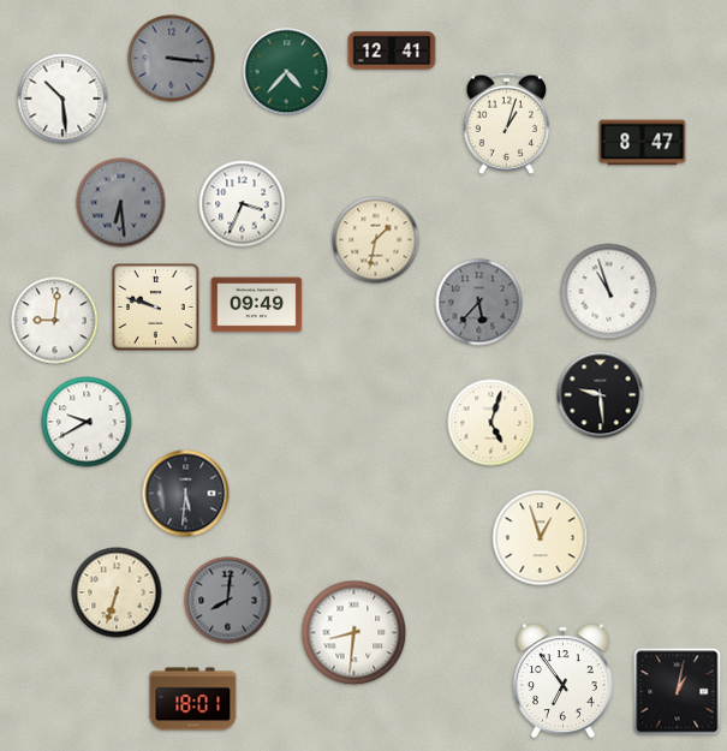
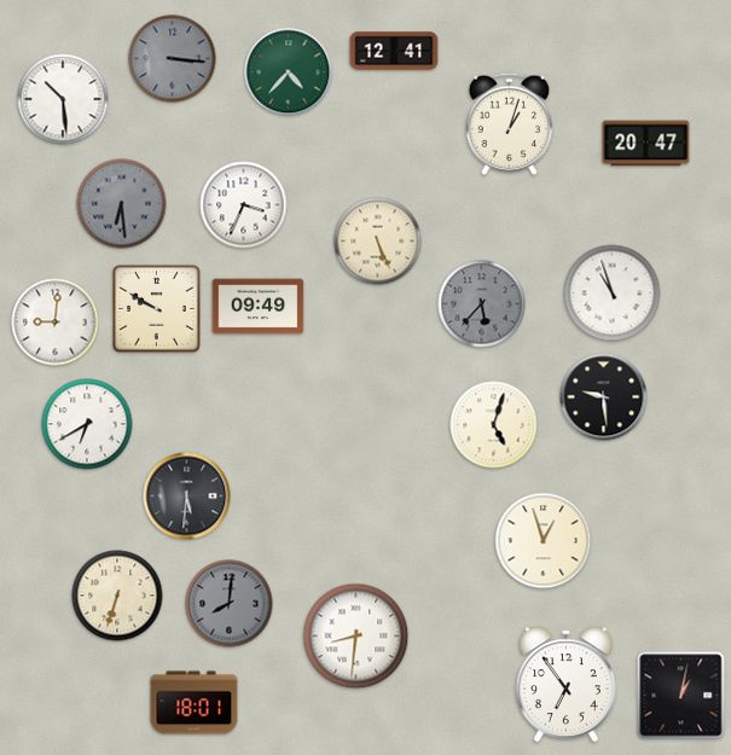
clock at (643, 143): 8:47 -> 20:47
clock at (376, 240): 1:32 -> 5:26
clock at (156, 308): 9:48 -> 9:50
clock at (87, 422): 9:40 -> 6:40
